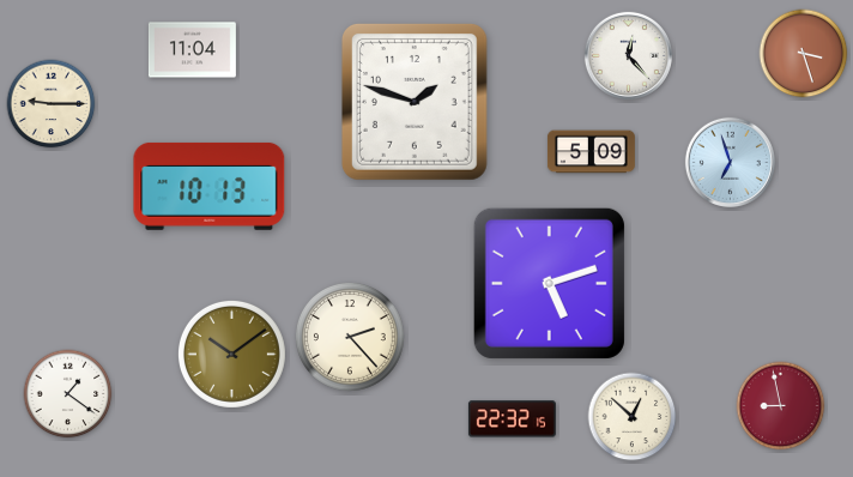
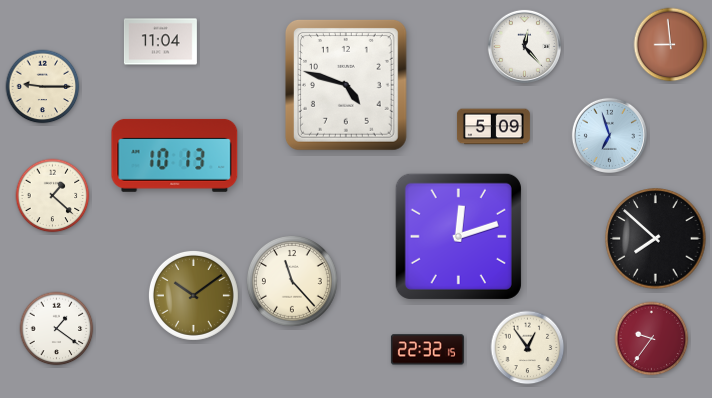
clock at (804, 54): 3:27 -> 8:59
clock at (415, 102): 1:48 -> 4:48
clock at (53, 196): none -> 1:22
clock at (549, 283): 5:12 -> 12:12
clock at (656, 239): none -> 7:52
clock at (350, 337): 2:23 -> 11:23
clock at (781, 406): 8:58 -> 9:36
clock at (633, 417): 12:52 -> 12:54
